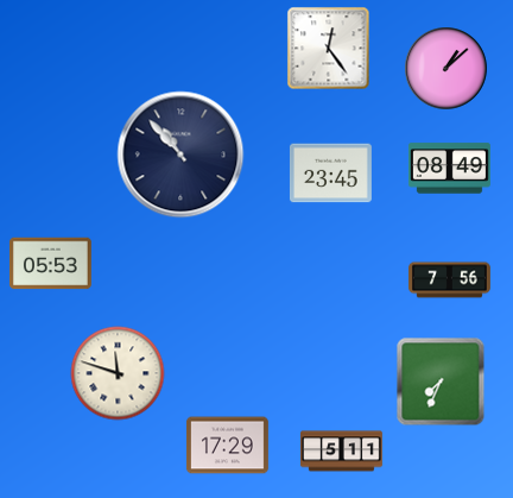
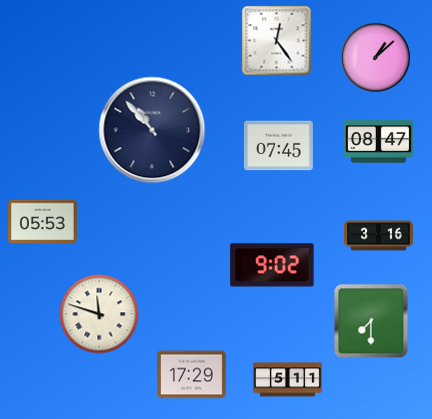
clock at (449, 169): 08:49 -> 08:47
clock at (330, 174): 23:45 -> 07:45
clock at (450, 280): 7:56 -> 3:16
clock at (272, 265): none -> 9:02
clock at (441, 382): 7:34 -> 7:30
